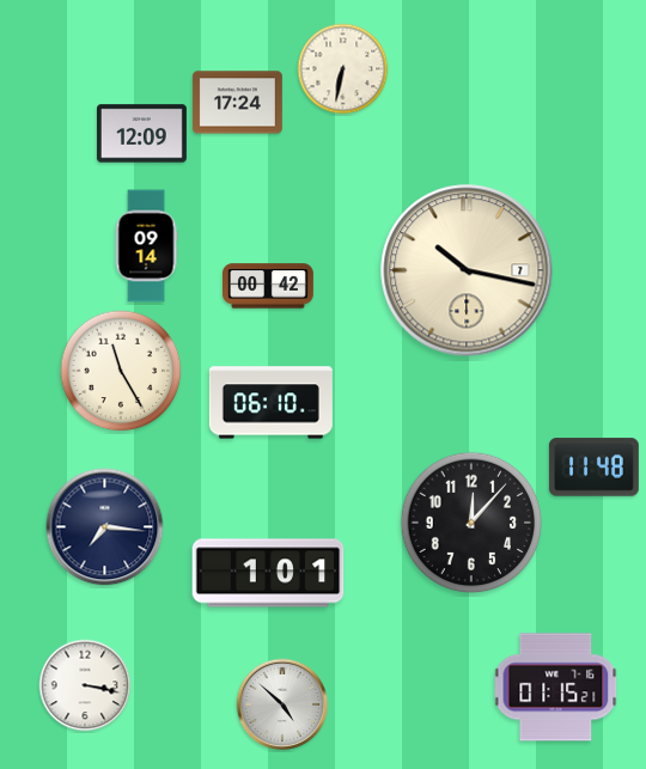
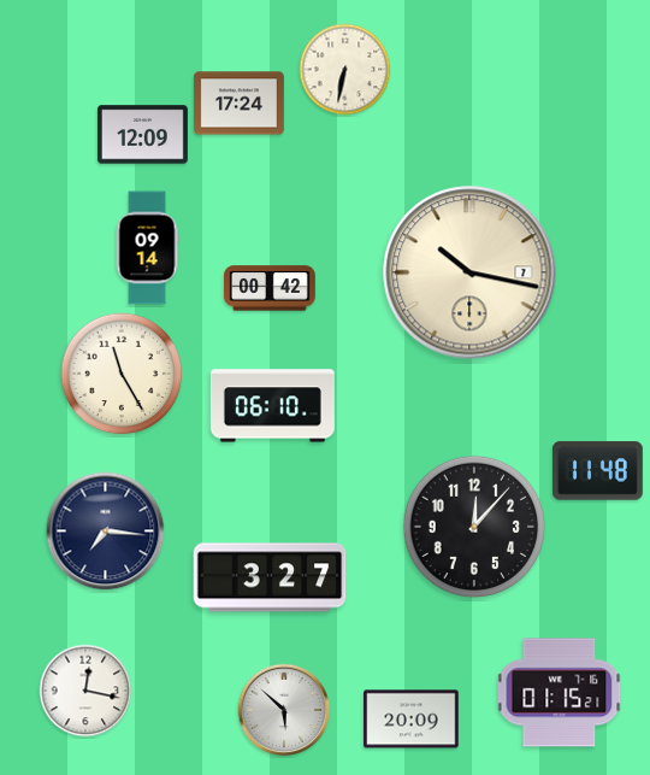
clock at (268, 573): 1:01 -> 3:27
clock at (85, 685): 3:17 -> 12:17
clock at (282, 704): 4:52 -> 5:52
clock at (412, 720): none -> 20:09
